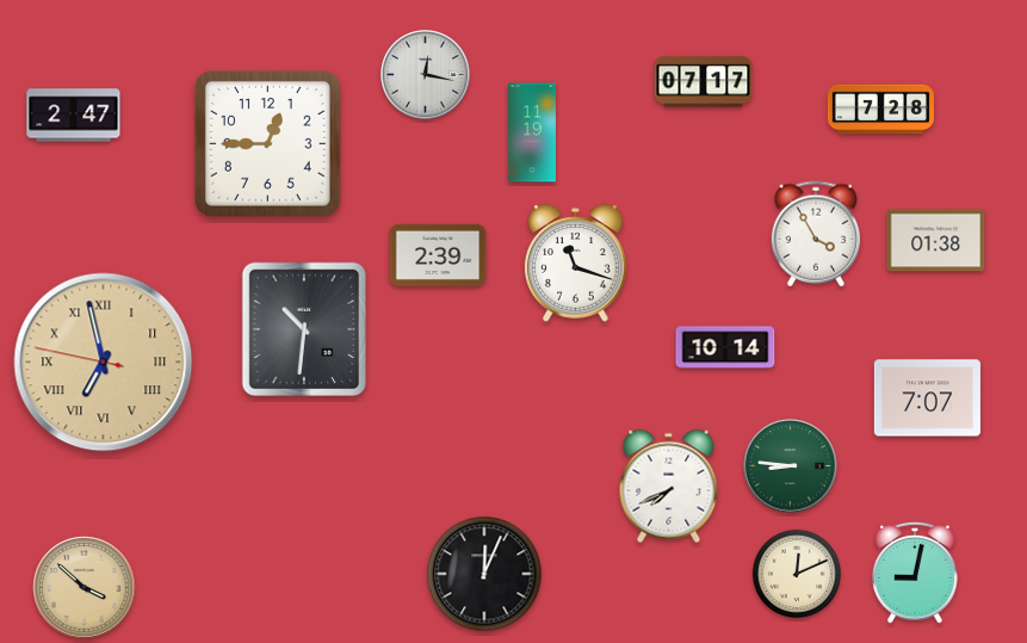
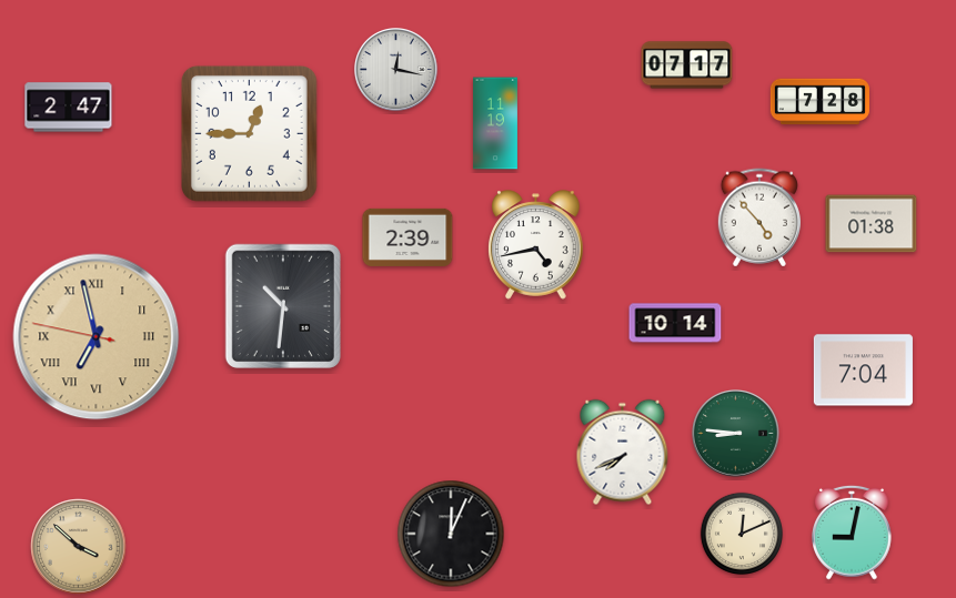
clock at (704, 82) position: (704, 82) -> (687, 65)
clock at (816, 234): 3:55 -> 4:53
clock at (576, 264): 11:18 -> 4:43
clock at (927, 398): 7:07 -> 7:04
